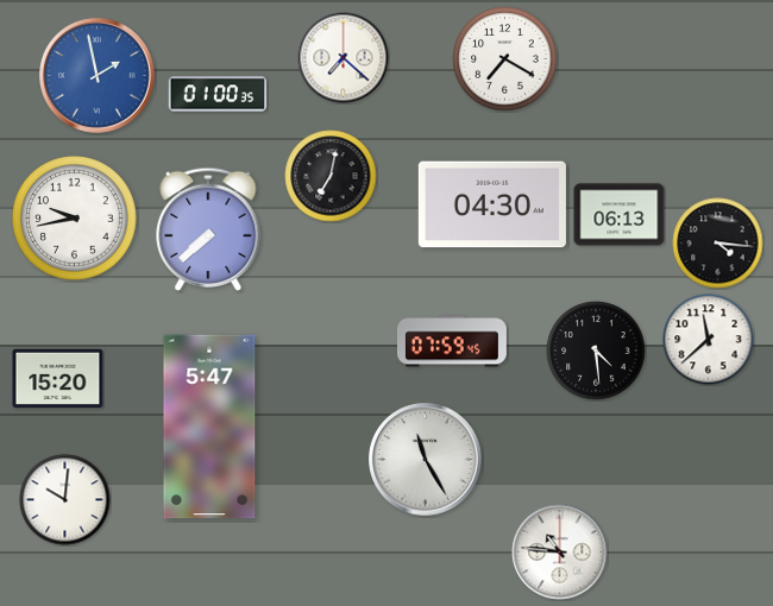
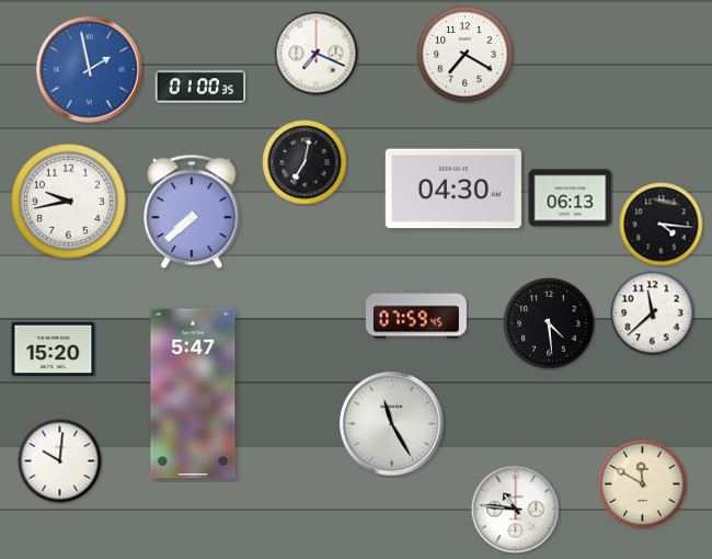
clock at (344, 58): 7:22 -> 7:19
clock at (643, 484): none -> 11:50
